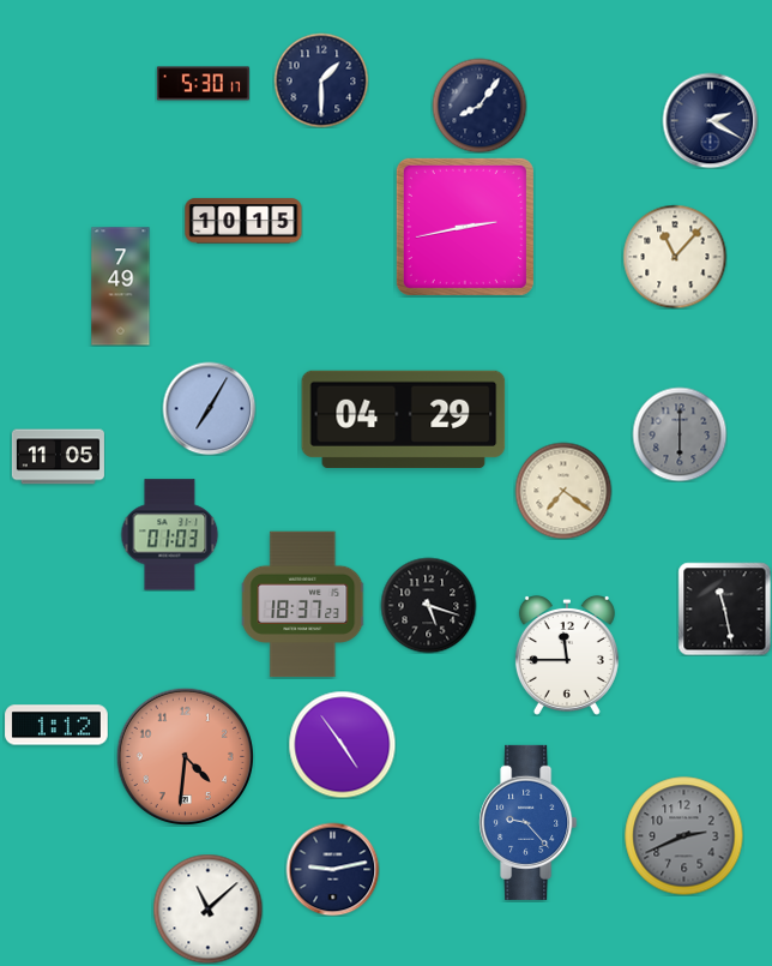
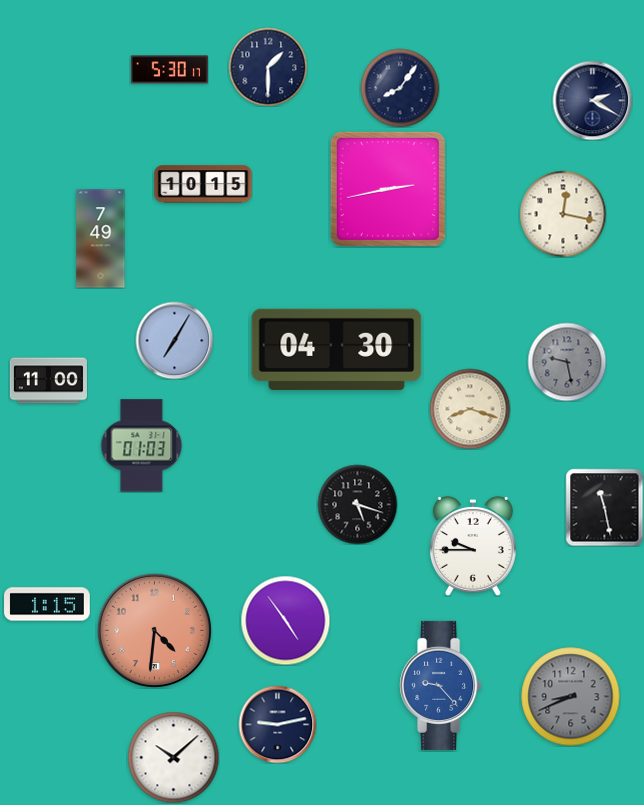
clock at (675, 257): 11:07 -> 12:17
clock at (404, 419): 04:29 -> 04:30
clock at (680, 434): 6:00 -> 9:28
clock at (58, 457): 11:05 -> 11:00
clock at (563, 491): 7:21 -> 8:18
clock at (303, 605): 18:37 -> none
clock at (567, 655): 11:45 -> 9:45
clock at (56, 725): 1:12 -> 1:15
clock at (684, 836): 2:41 -> 8:41
clock at (207, 908): 11:08 -> 10:08
